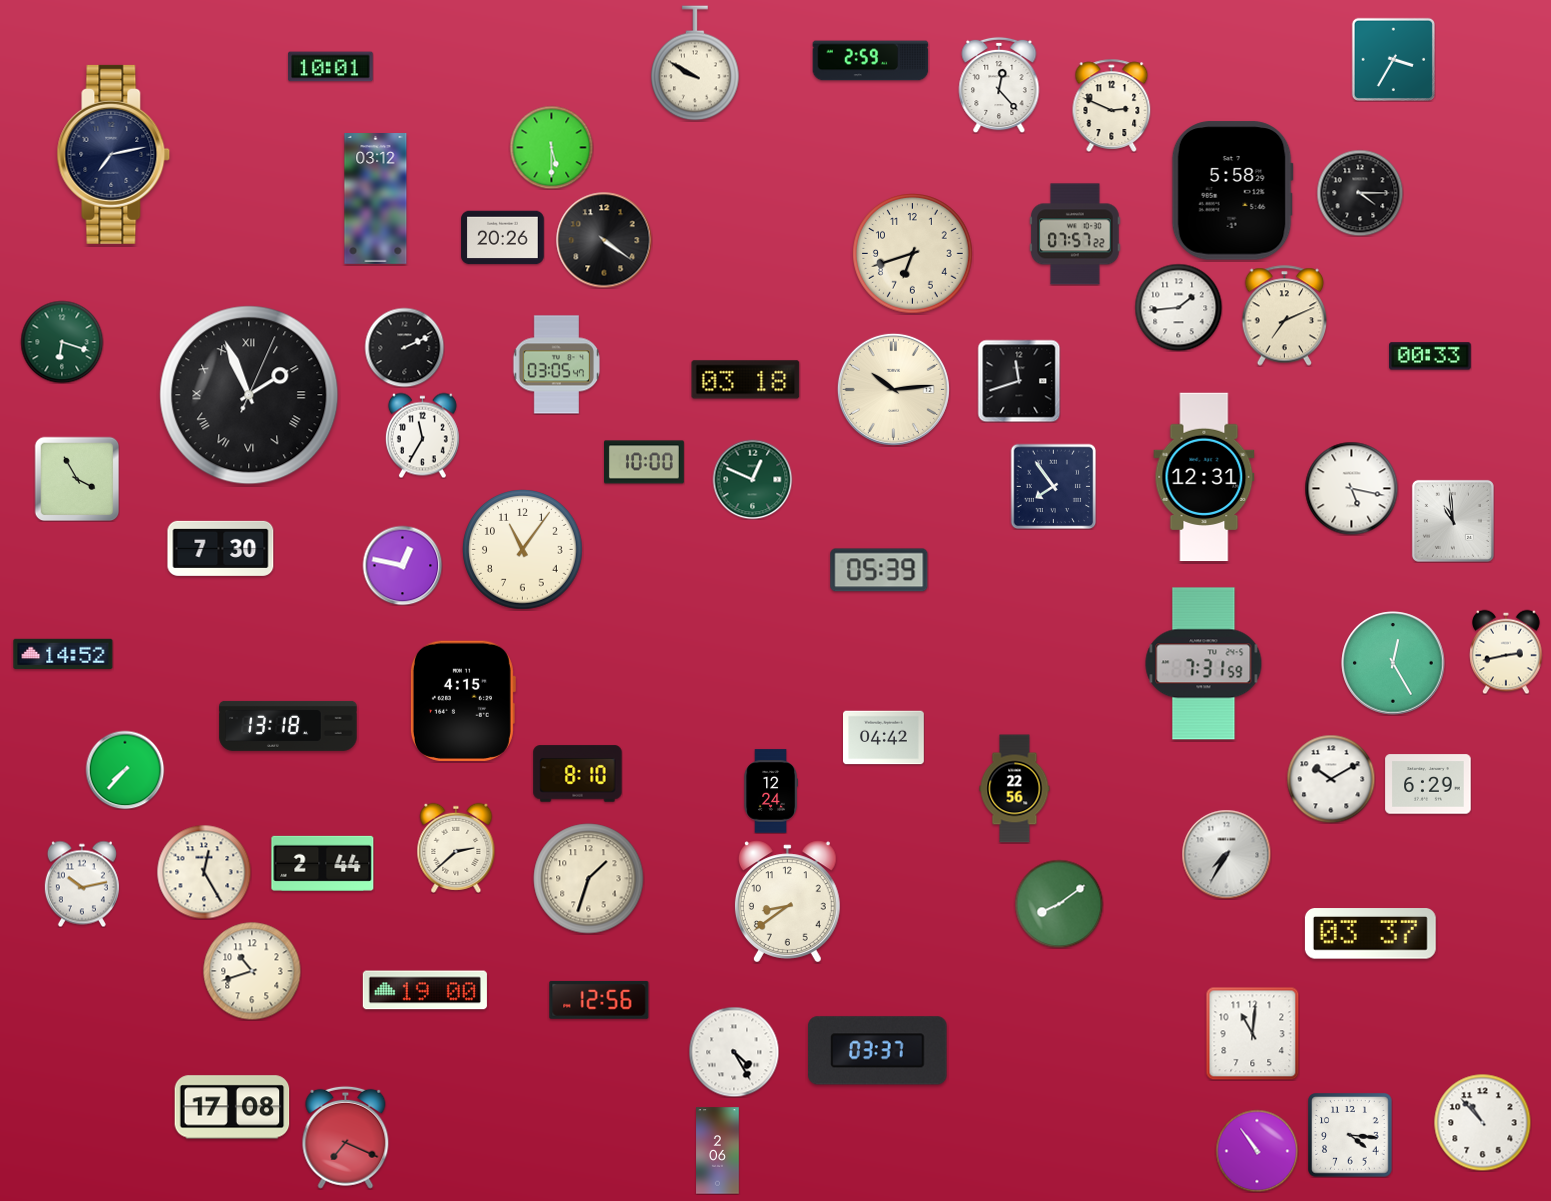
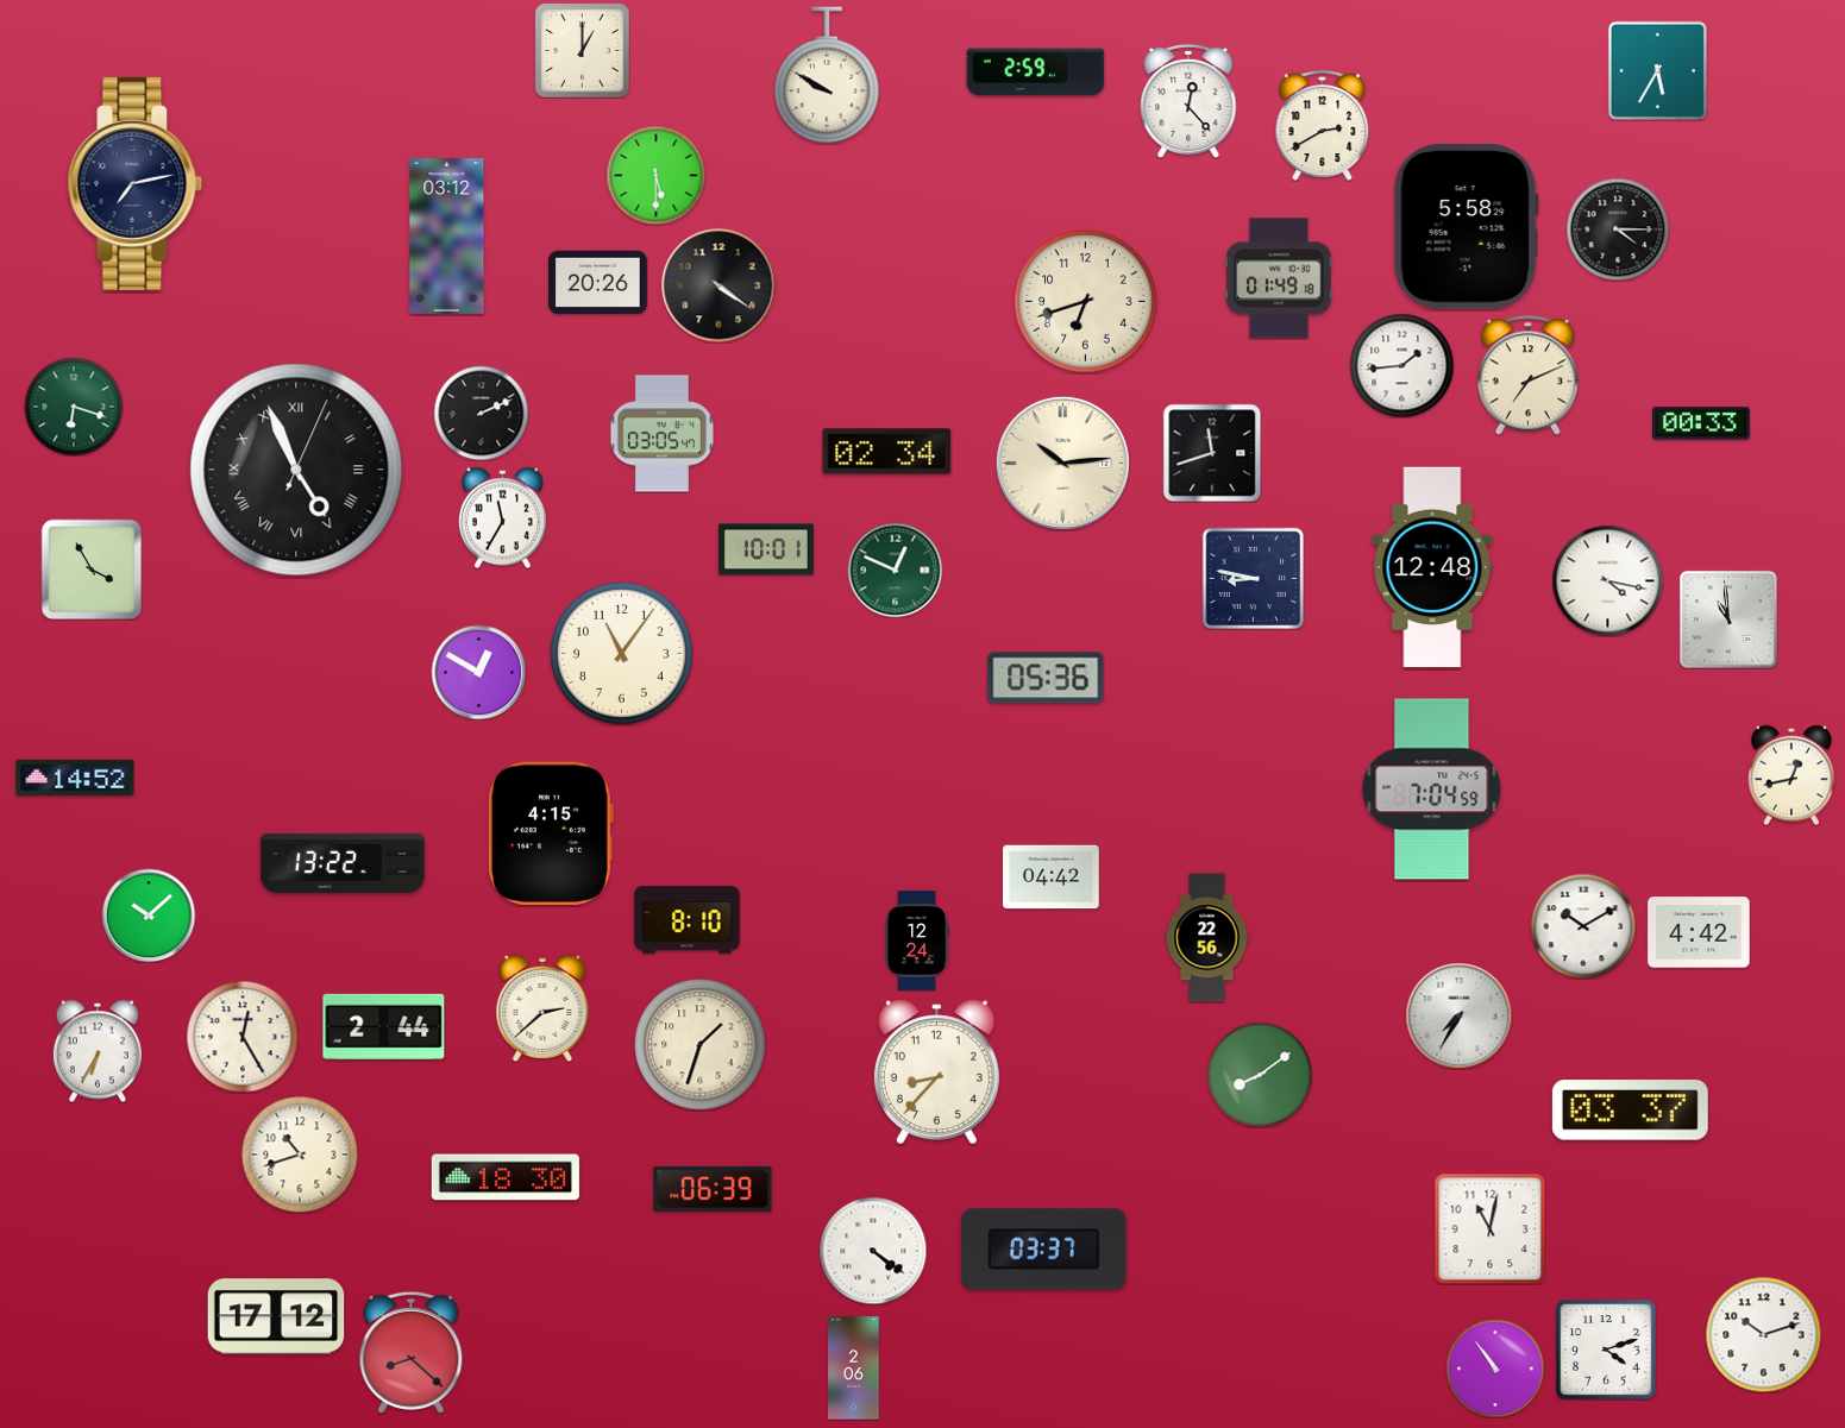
clock at (582, 50): none -> 1:00
clock at (1393, 59): 3:35 -> 5:35
clock at (331, 67): 10:01 -> none
clock at (1112, 105): 2:49 -> 2:40
clock at (1075, 234): 07:57 -> 01:49
clock at (746, 380): 03:18 -> 02:34
clock at (249, 395): 1:56 -> 4:56
clock at (645, 462): 10:00 -> 10:01
clock at (1204, 477): 12:31 -> 12:48
clock at (1053, 486): 7:54 -> 8:47
clock at (1351, 488): 5:17 -> 4:17
clock at (221, 548): 7:30 -> none
clock at (402, 565): 12:47 -> 12:50
clock at (879, 570): 05:39 -> 05:36
clock at (1506, 652): 2:43 -> 12:43
clock at (1393, 663): 12:25 -> none
clock at (1204, 664): 7:31 -> 7:04
clock at (288, 726): 13:18 -> 13:22
clock at (125, 770): 7:37 -> 10:08
clock at (1428, 784): 6:29 -> 4:42
clock at (82, 884): 10:13 -> 6:35
clock at (787, 902): 8:39 -> 8:37
clock at (425, 990): 19:00 -> 18:30
clock at (599, 1000): 12:56 -> 06:39
clock at (1252, 1033): 11:01 -> 11:02
clock at (734, 1052): 4:25 -> 4:21
clock at (232, 1107): 17:08 -> 17:12
clock at (1482, 1122): 10:53 -> 10:12
clock at (1350, 1135): 4:16 -> 4:12
clock at (346, 1137): 7:19 -> 8:22
